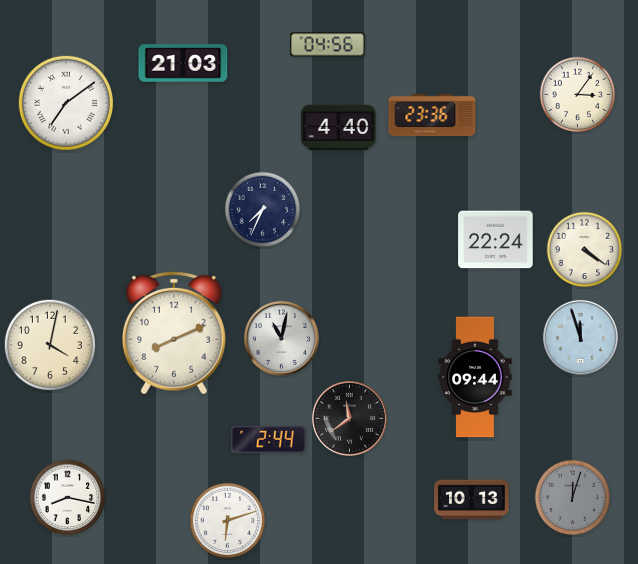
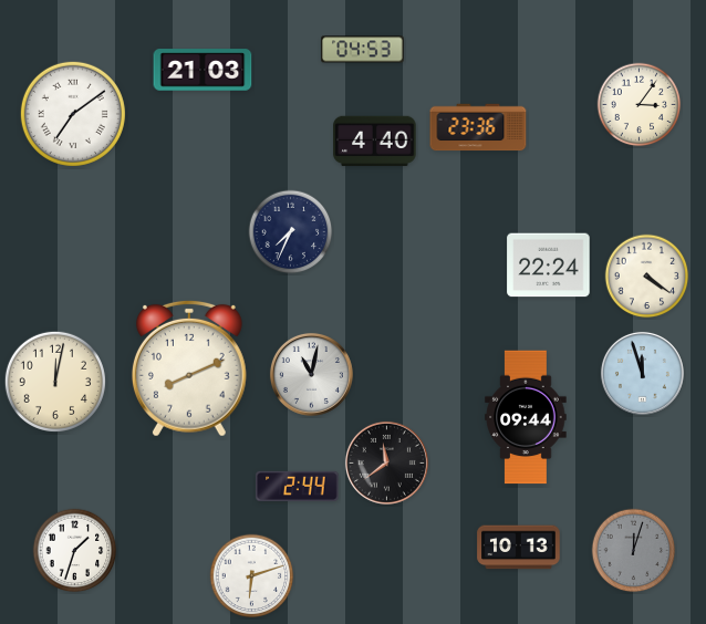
clock at (328, 45): 04:56 -> 04:53
clock at (174, 333) position: (174, 333) -> (189, 368)
clock at (50, 345): 4:02 -> 12:02
clock at (68, 498): 8:17 -> 1:33
clock at (472, 500) position: (472, 500) -> (519, 548)
